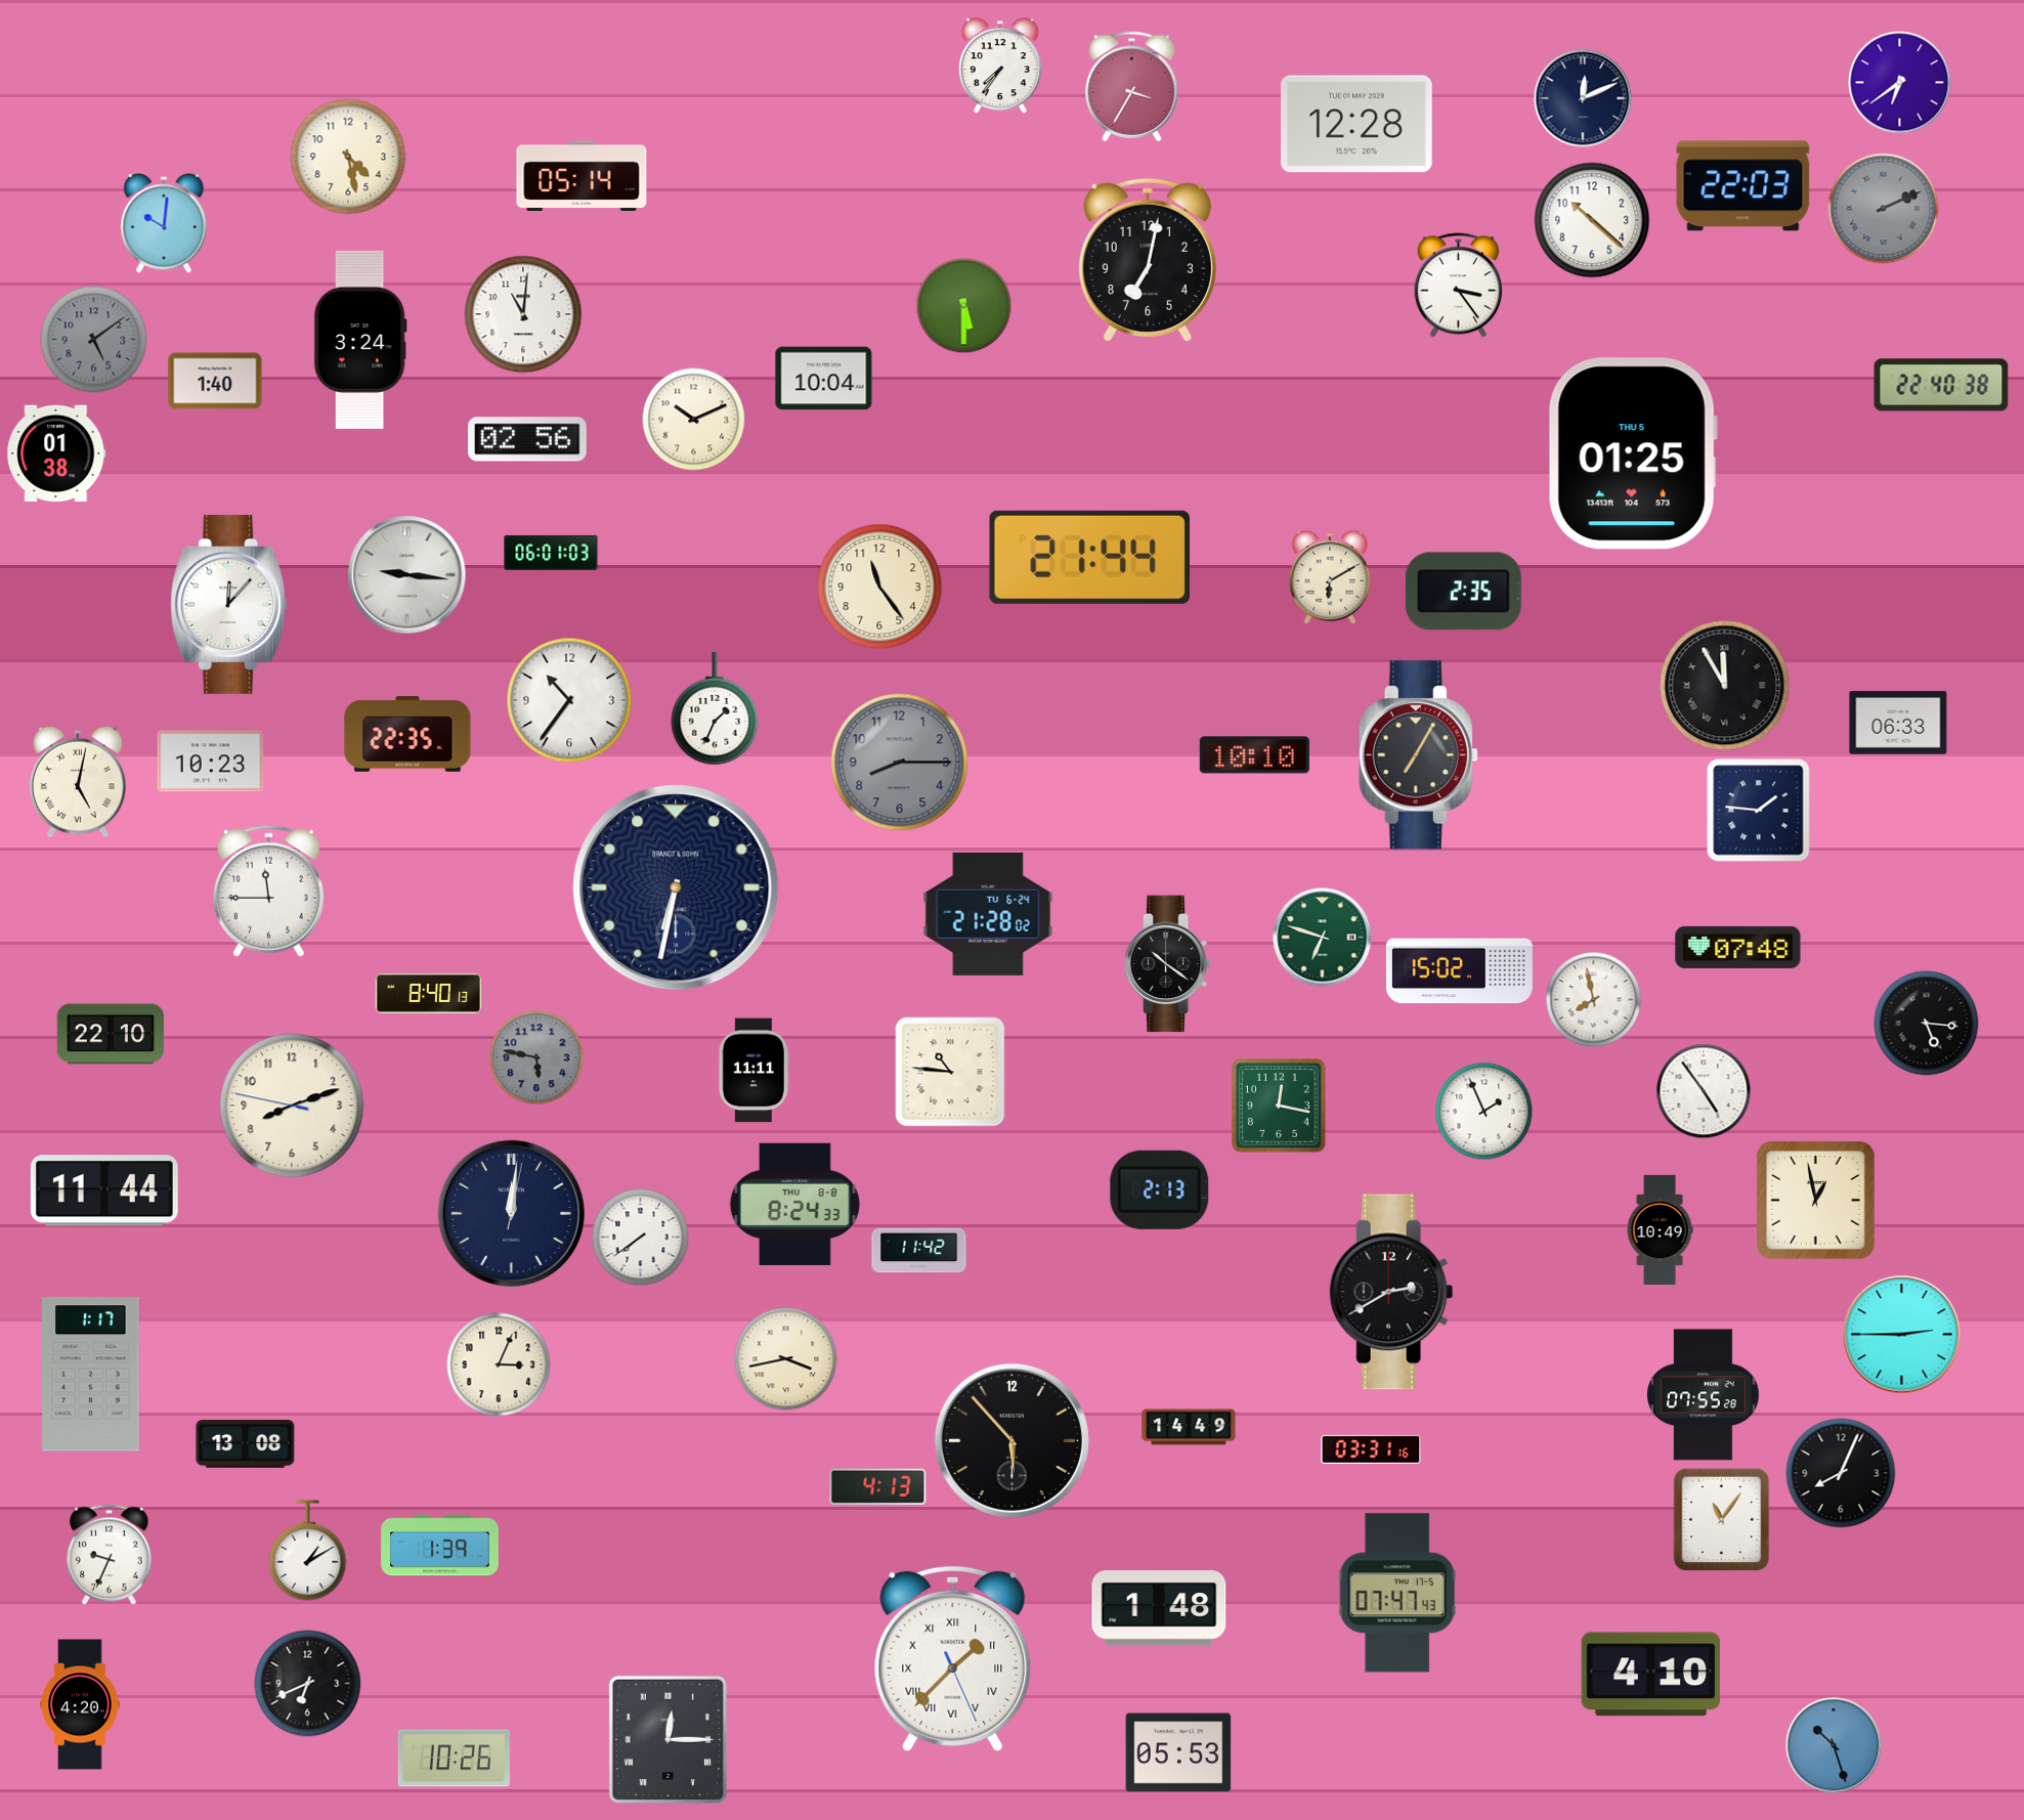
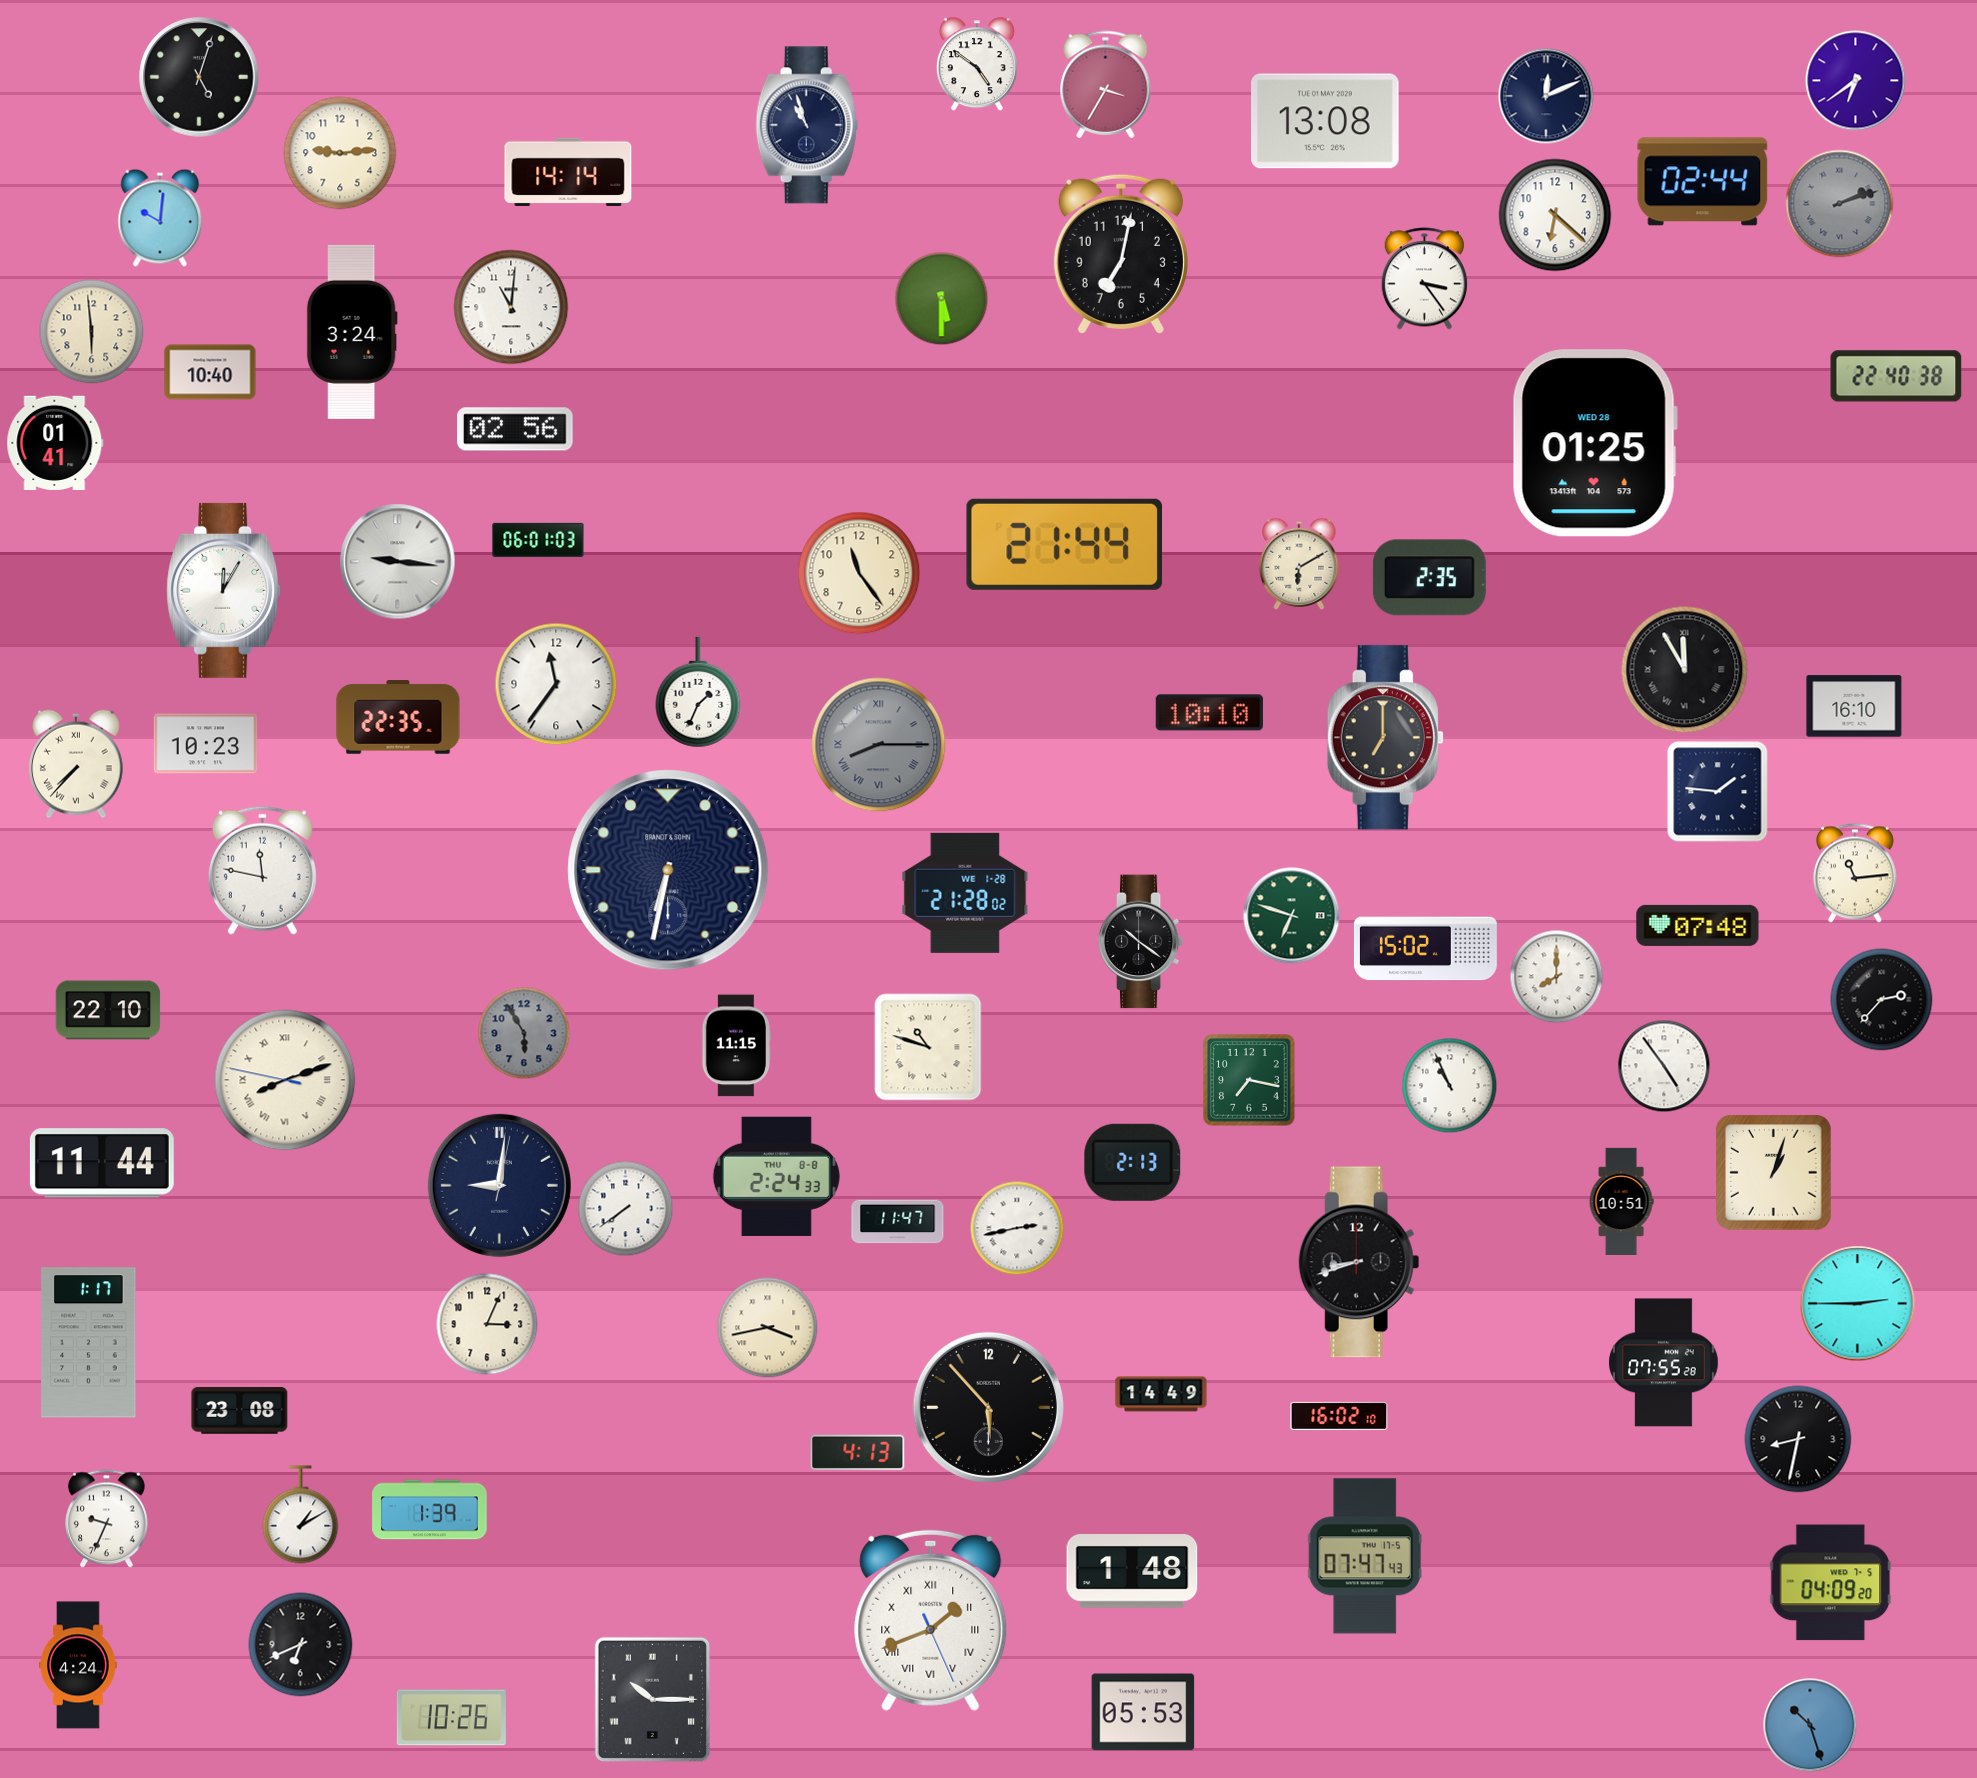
clock at (1000, 67): 7:36 -> 4:51
clock at (199, 77): none -> 5:03
clock at (1356, 124): 12:28 -> 13:08
clock at (807, 125): none -> 10:57
clock at (348, 157): 4:28 -> 9:14
clock at (582, 175): 05:14 -> 14:14
clock at (1743, 186): 22:03 -> 02:44
clock at (1884, 209): 2:11 -> 2:12
clock at (1592, 220): 10:22 -> 6:22
clock at (94, 340): 5:09 -> 5:59
clock at (94, 340) dial: grey -> cream
clock at (824, 379): 10:04 -> none
clock at (215, 381): 1:40 -> 10:40
clock at (694, 420): 10:11 -> none
clock at (56, 452): 01:38 -> 01:41
clock at (1633, 453) date: THU 5 -> WED 28
clock at (229, 604): 12:07 -> 12:05
clock at (569, 700): 10:36 -> 11:36
clock at (1898, 723): 06:33 -> 16:10
clock at (1254, 755) position: (1254, 755) -> (1209, 713)
clock at (1418, 755): 7:05 -> 7:00
clock at (900, 763) numerals: Arabic -> Roman
clock at (79, 782): 5:02 -> 7:37
clock at (676, 887) position: (676, 887) -> (668, 870)
clock at (268, 891): 11:45 -> 11:47
clock at (1855, 873): none -> 11:14
clock at (988, 914) date: TU 6-24 -> WE 1-28
clock at (429, 993): 8:40 -> none
clock at (1594, 1000): 7:58 -> 8:00
clock at (1927, 1024): 5:16 -> 2:37
clock at (536, 1057): 5:47 -> 5:55
clock at (753, 1071): 11:11 -> 11:15
clock at (950, 1072): 10:46 -> 10:48
clock at (292, 1106) numerals: Arabic -> Roman
clock at (1279, 1106): 12:17 -> 7:17
clock at (1484, 1112): 1:56 -> 10:56
clock at (1816, 1201): 12:58 -> 1:03
clock at (794, 1204): 8:24 -> 2:24
clock at (511, 1213): 12:01 -> 9:01
clock at (1660, 1230): 10:49 -> 10:51
clock at (919, 1251): 11:42 -> 11:47
clock at (1017, 1228): none -> 2:43
clock at (1391, 1292): 2:40 -> 8:42
clock at (499, 1364) position: (499, 1364) -> (487, 1324)
clock at (246, 1444): 13:08 -> 23:08
clock at (1371, 1449): 03:31 -> 16:02
clock at (1841, 1473): 8:04 -> 8:32
clock at (1722, 1520): 11:06 -> none
clock at (1831, 1583): none -> 04:09
clock at (953, 1658): 1:37 -> 1:41
clock at (1651, 1675): 4:10 -> none
clock at (80, 1704): 4:20 -> 4:24
clock at (668, 1739): 12:15 -> 10:15
clock at (1834, 1745) position: (1834, 1745) -> (1810, 1725)
clock at (1178, 1752) position: (1178, 1752) -> (1143, 1712)
clock at (454, 1759) position: (454, 1759) -> (451, 1718)
